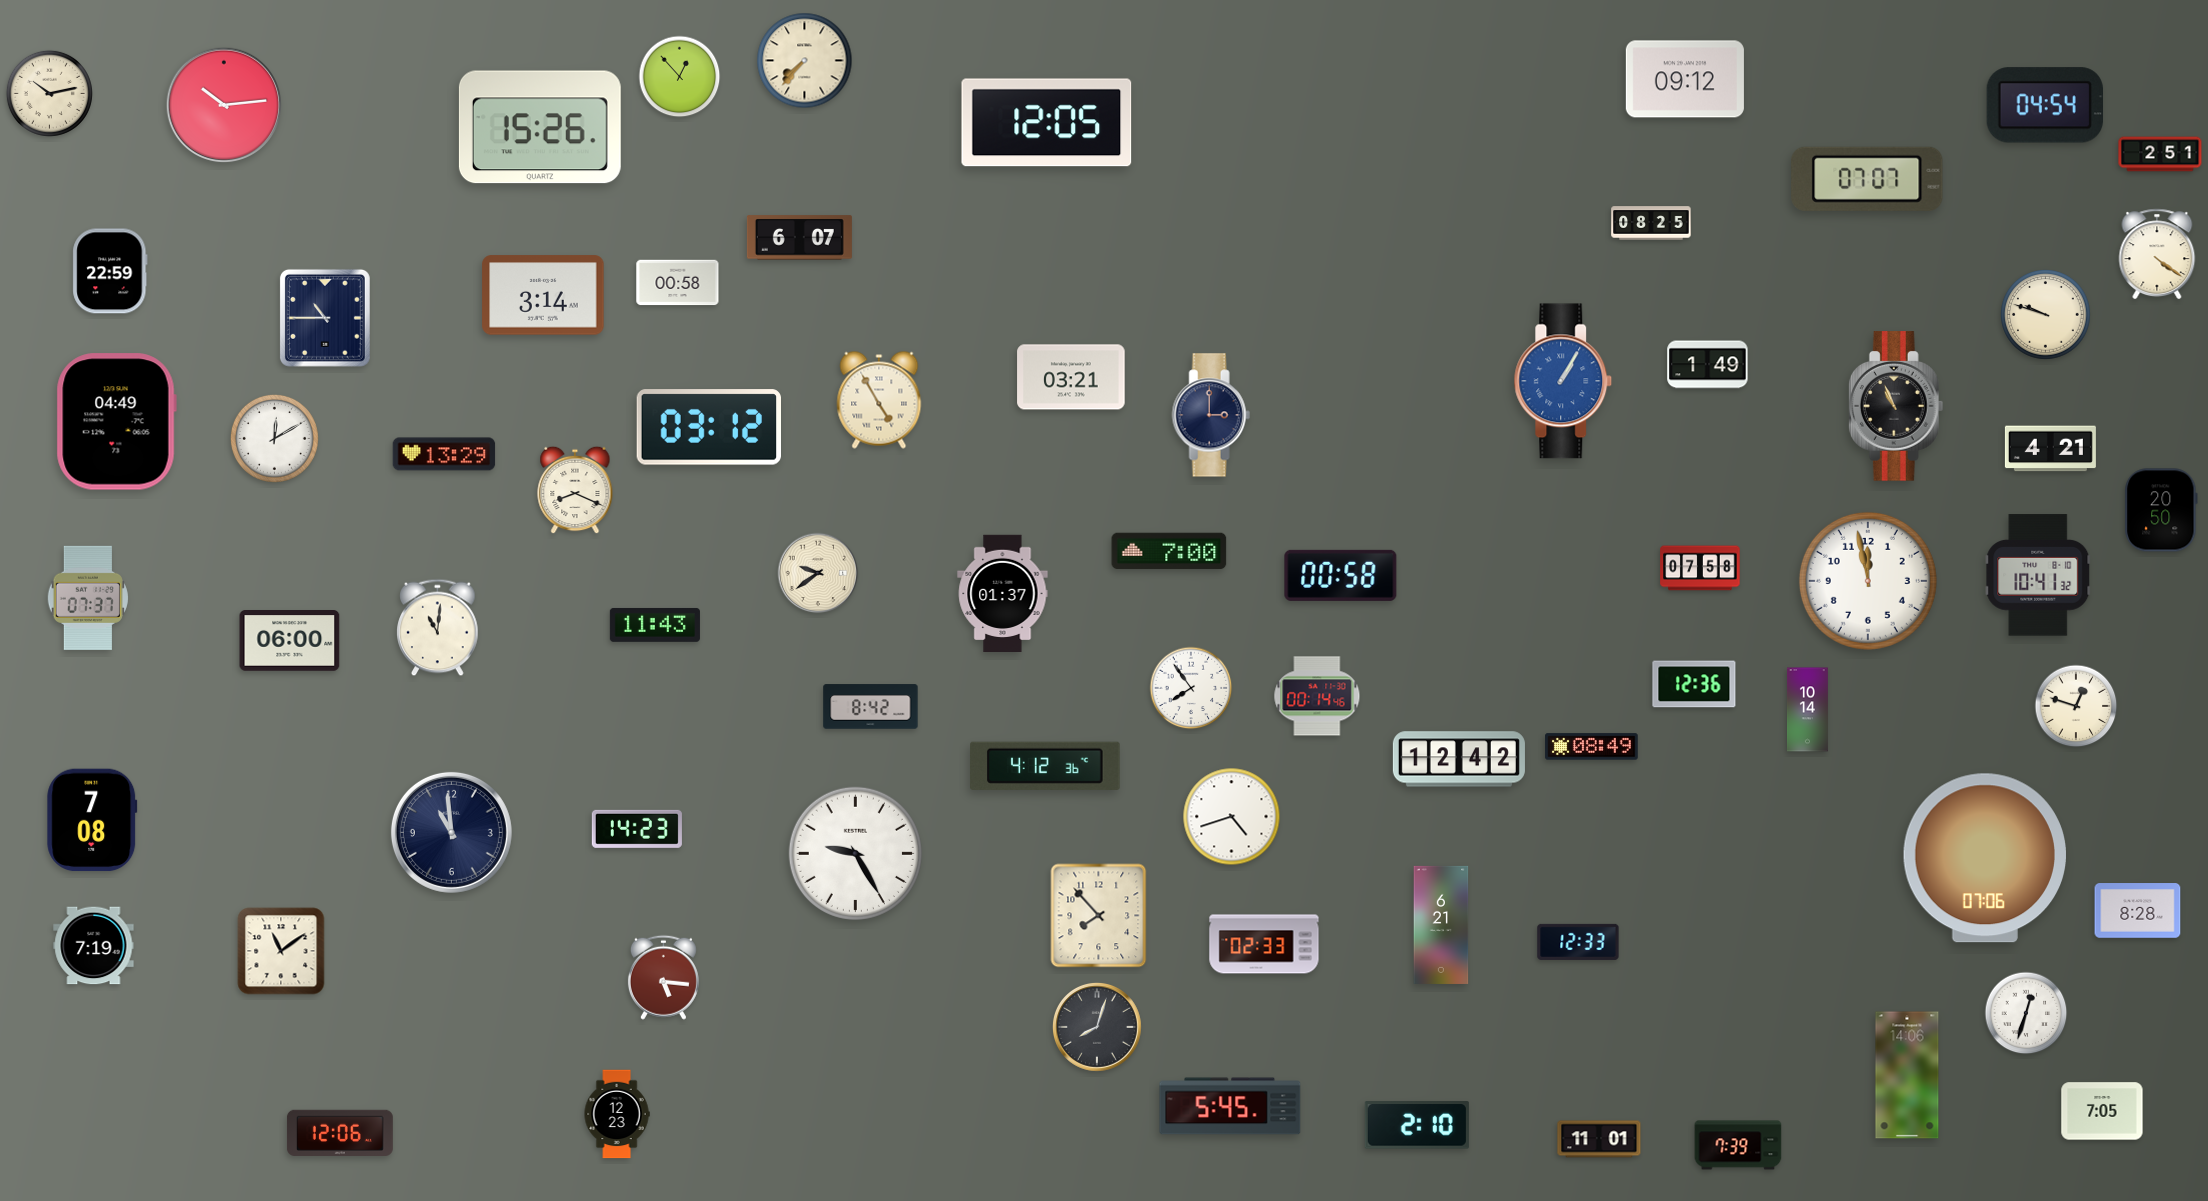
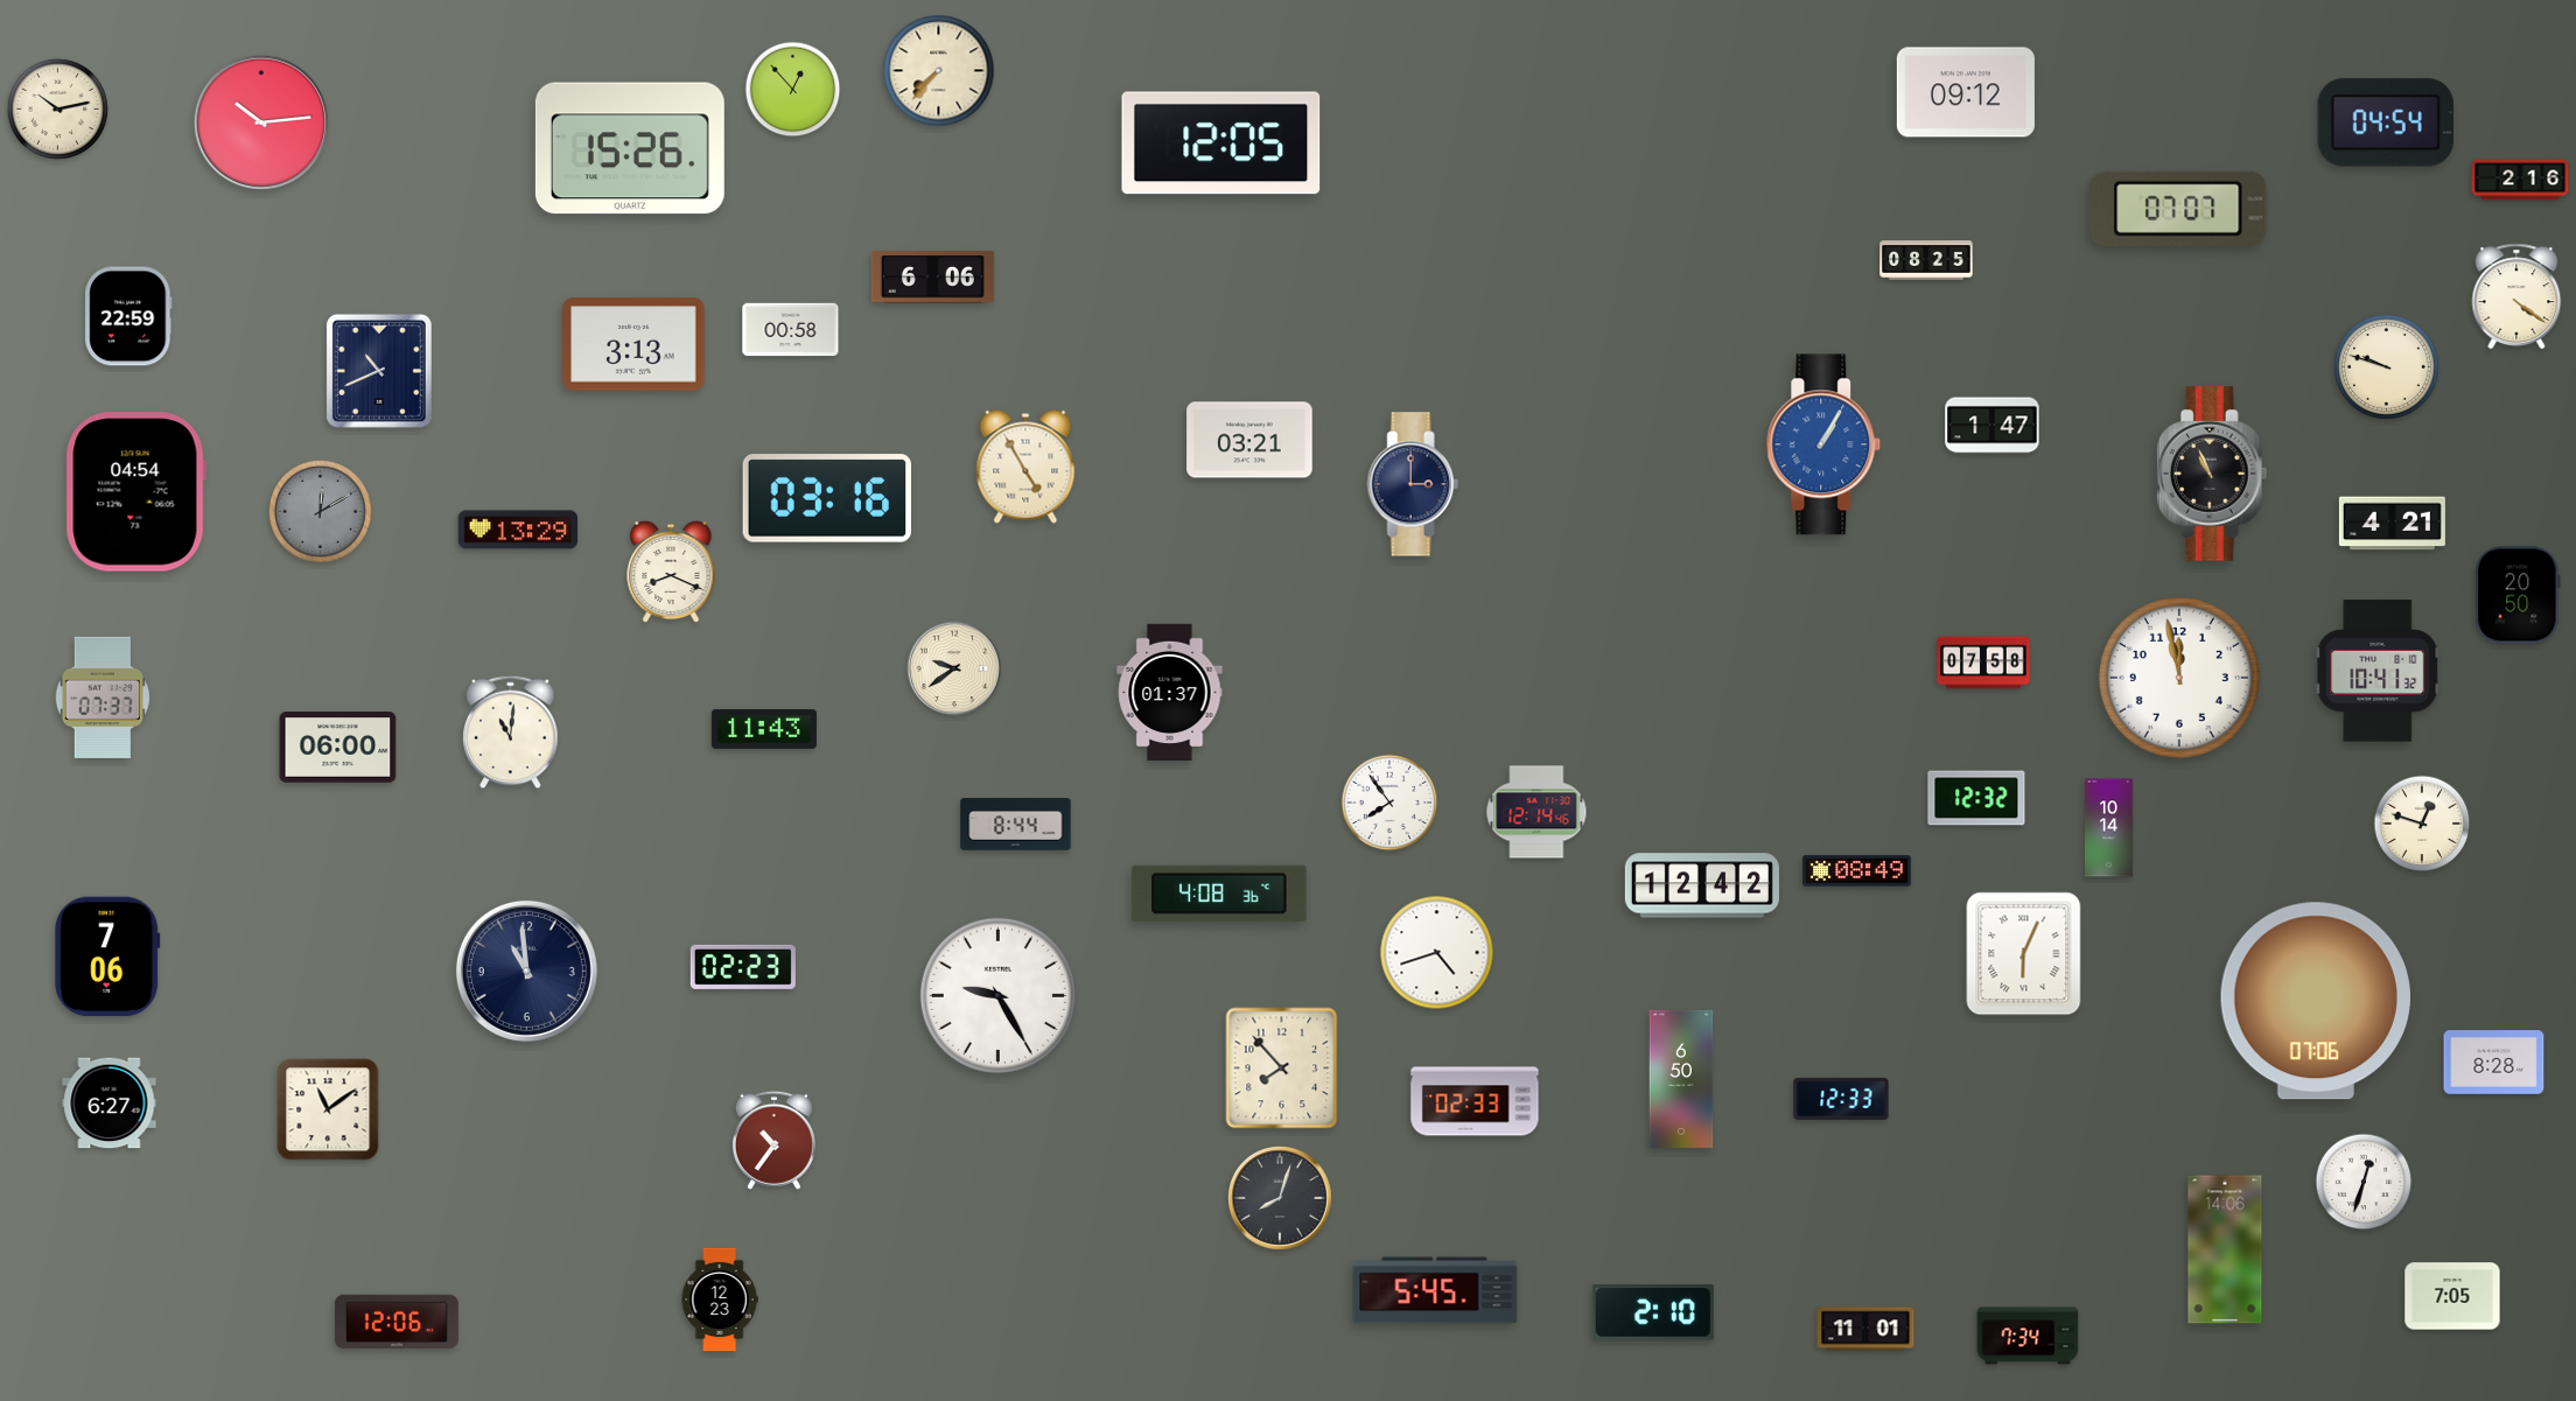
clock at (2160, 154): 2:51 -> 2:16
clock at (799, 238): 6:07 -> 6:06
clock at (543, 295): 3:14 -> 3:13
clock at (325, 318): 10:45 -> 10:41
clock at (1708, 365): 1:49 -> 1:47
clock at (116, 422): 04:49 -> 04:54
clock at (708, 427): 03:12 -> 03:16
clock at (274, 438) dial: white -> grey
clock at (2161, 510) position: (2161, 510) -> (2518, 595)
clock at (1169, 551): 7:00 -> none
clock at (1341, 575): 00:58 -> none
clock at (1694, 684): 12:36 -> 12:32
clock at (1317, 696): 00:14 -> 12:14
clock at (871, 707): 8:42 -> 8:44
clock at (1045, 766): 4:12 -> 4:08
clock at (2024, 954): none -> 6:04
clock at (92, 820): 7:08 -> 7:06
clock at (637, 829): 14:23 -> 02:23
clock at (1441, 925): 6:21 -> 6:50
clock at (94, 946): 7:19 -> 6:27
clock at (663, 977): 5:16 -> 10:36
clock at (1907, 1075) position: (1907, 1075) -> (2225, 1249)
clock at (1738, 1145): 7:39 -> 7:34
